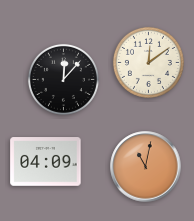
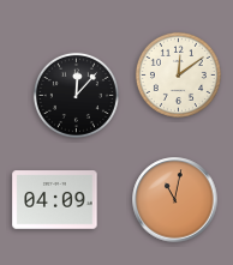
clock at (46, 162) position: (46, 162) -> (55, 200)
